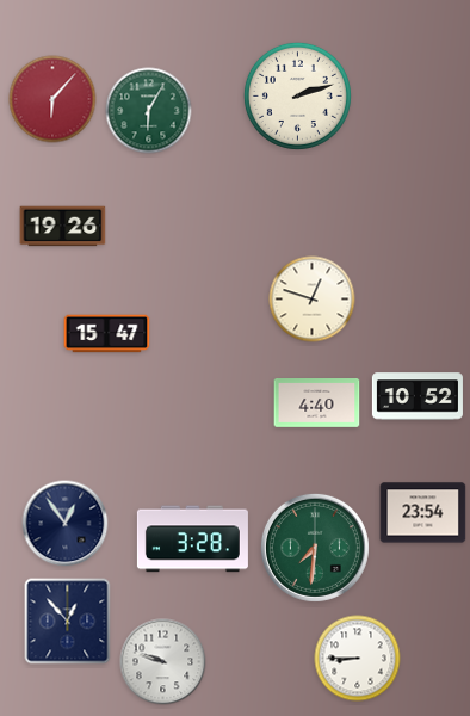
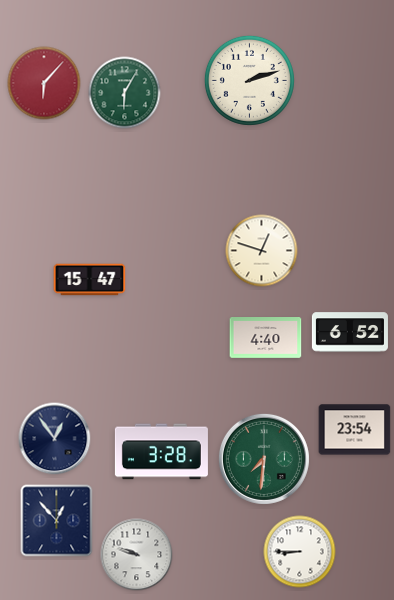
clock at (63, 227): 19:26 -> none
clock at (418, 396): 10:52 -> 6:52
